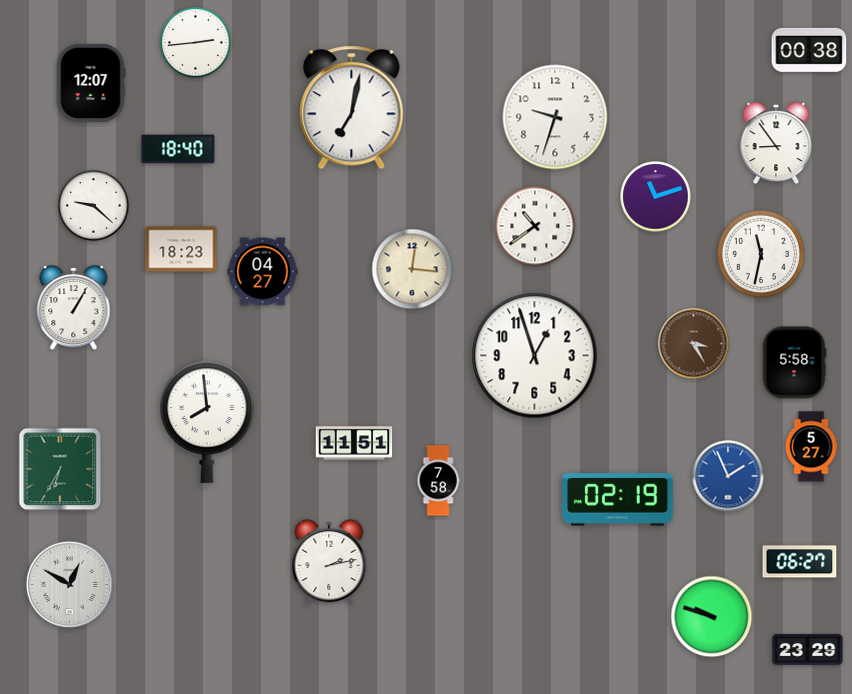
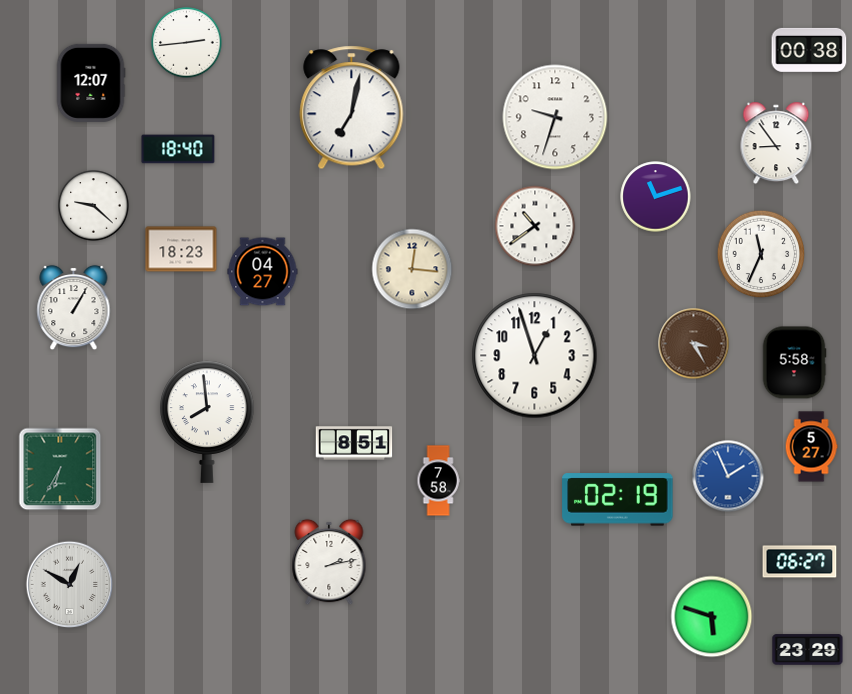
clock at (196, 43) position: (196, 43) -> (187, 43)
clock at (761, 254): 11:32 -> 11:34
clock at (354, 443): 11:51 -> 8:51
clock at (712, 617): 9:48 -> 5:48
